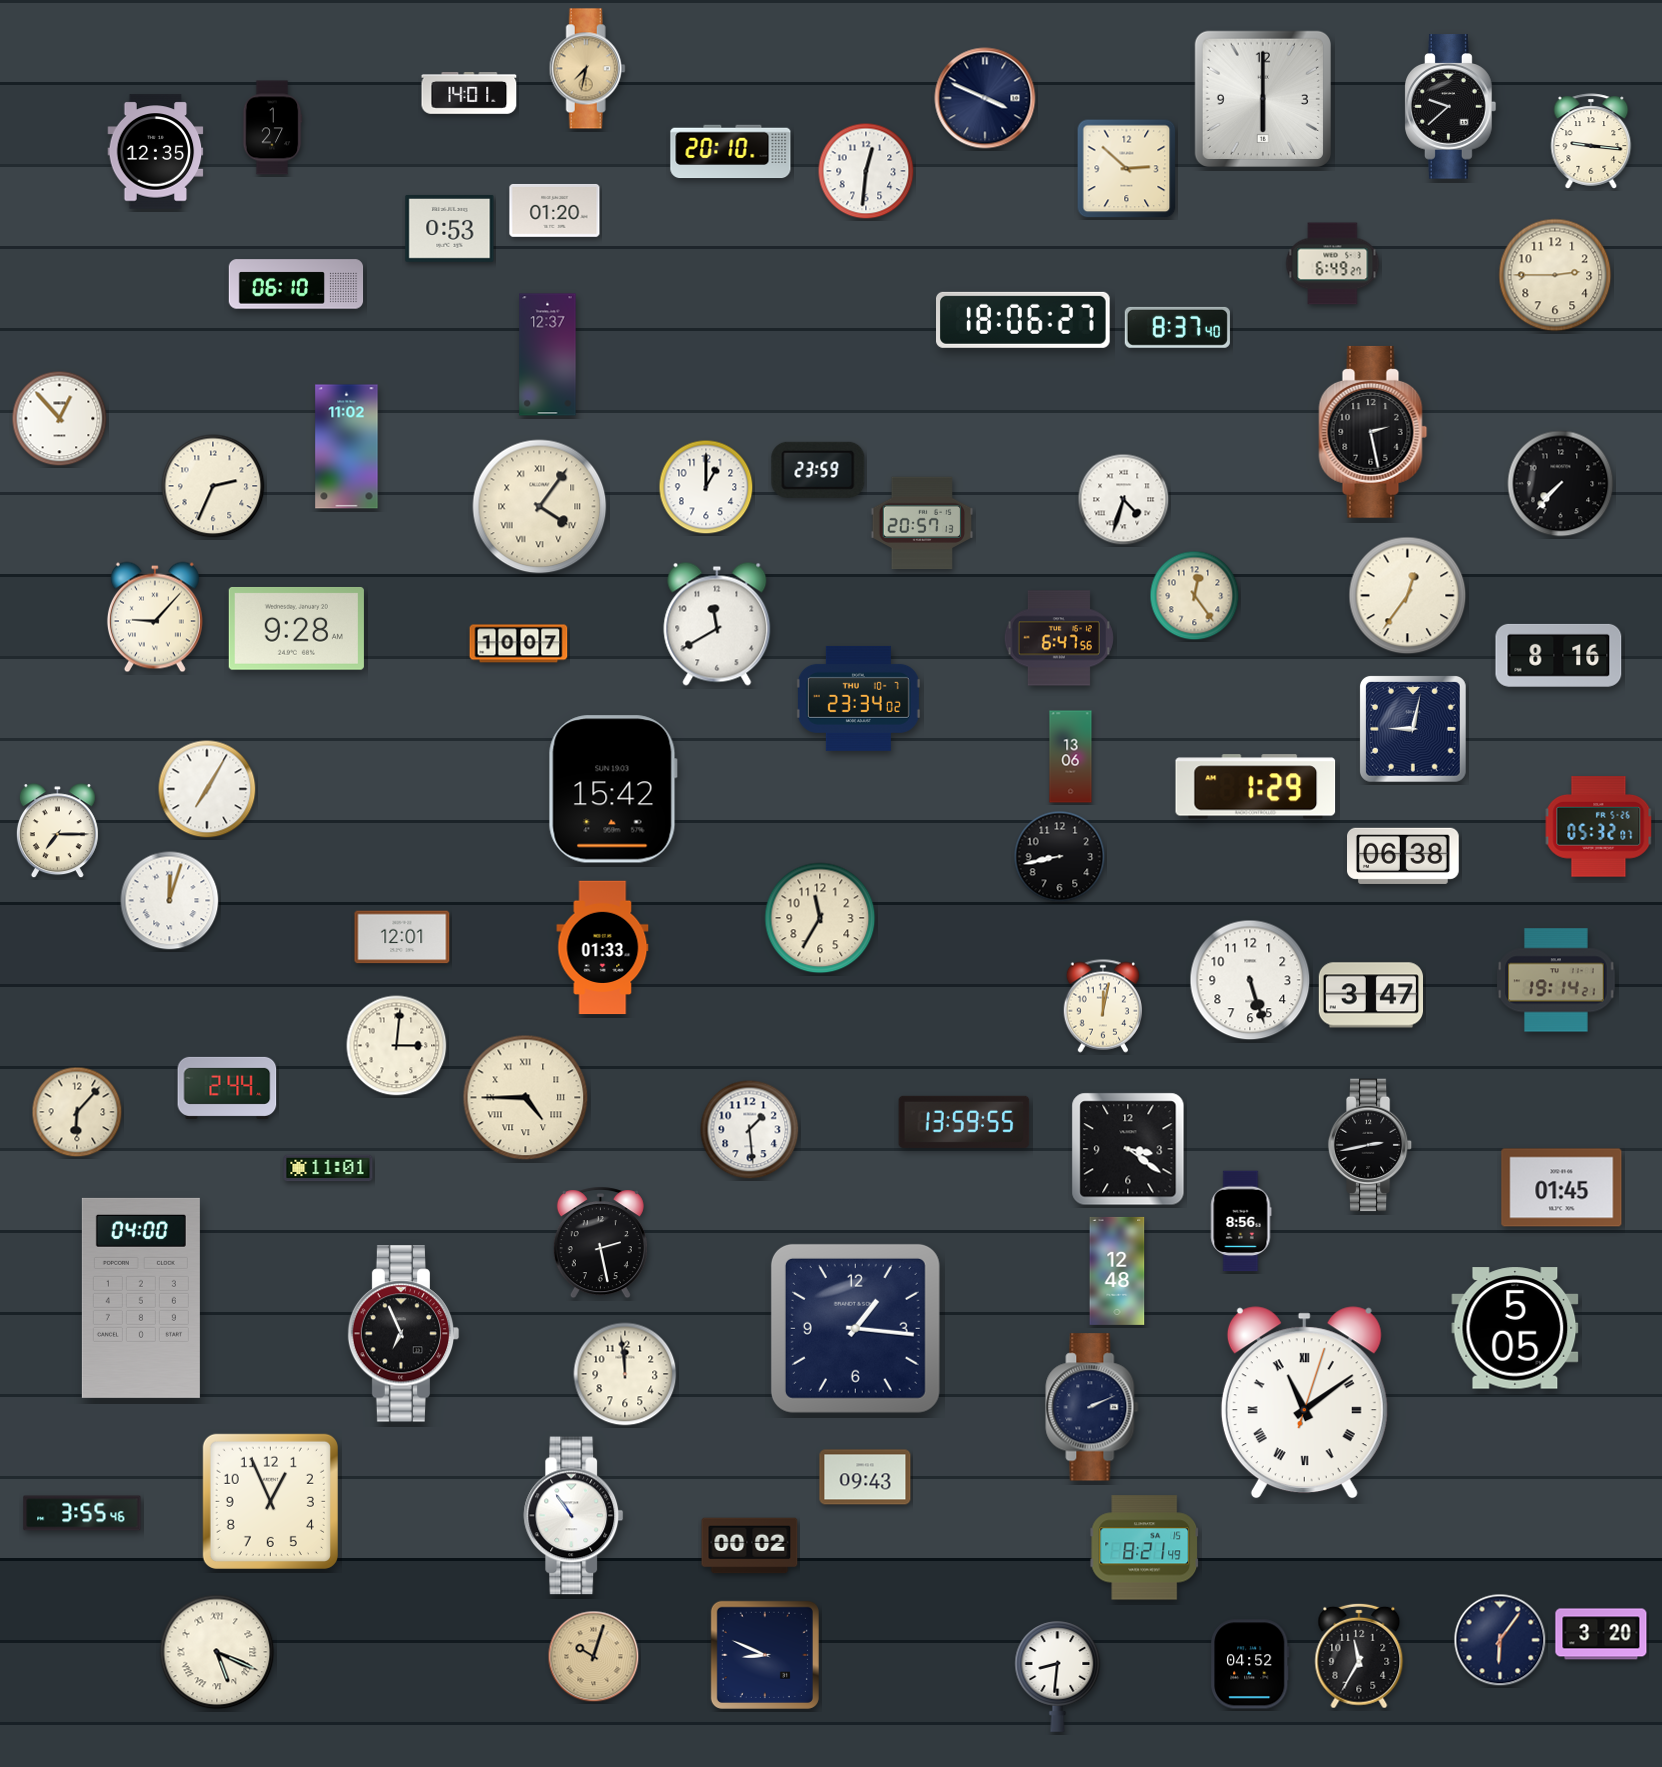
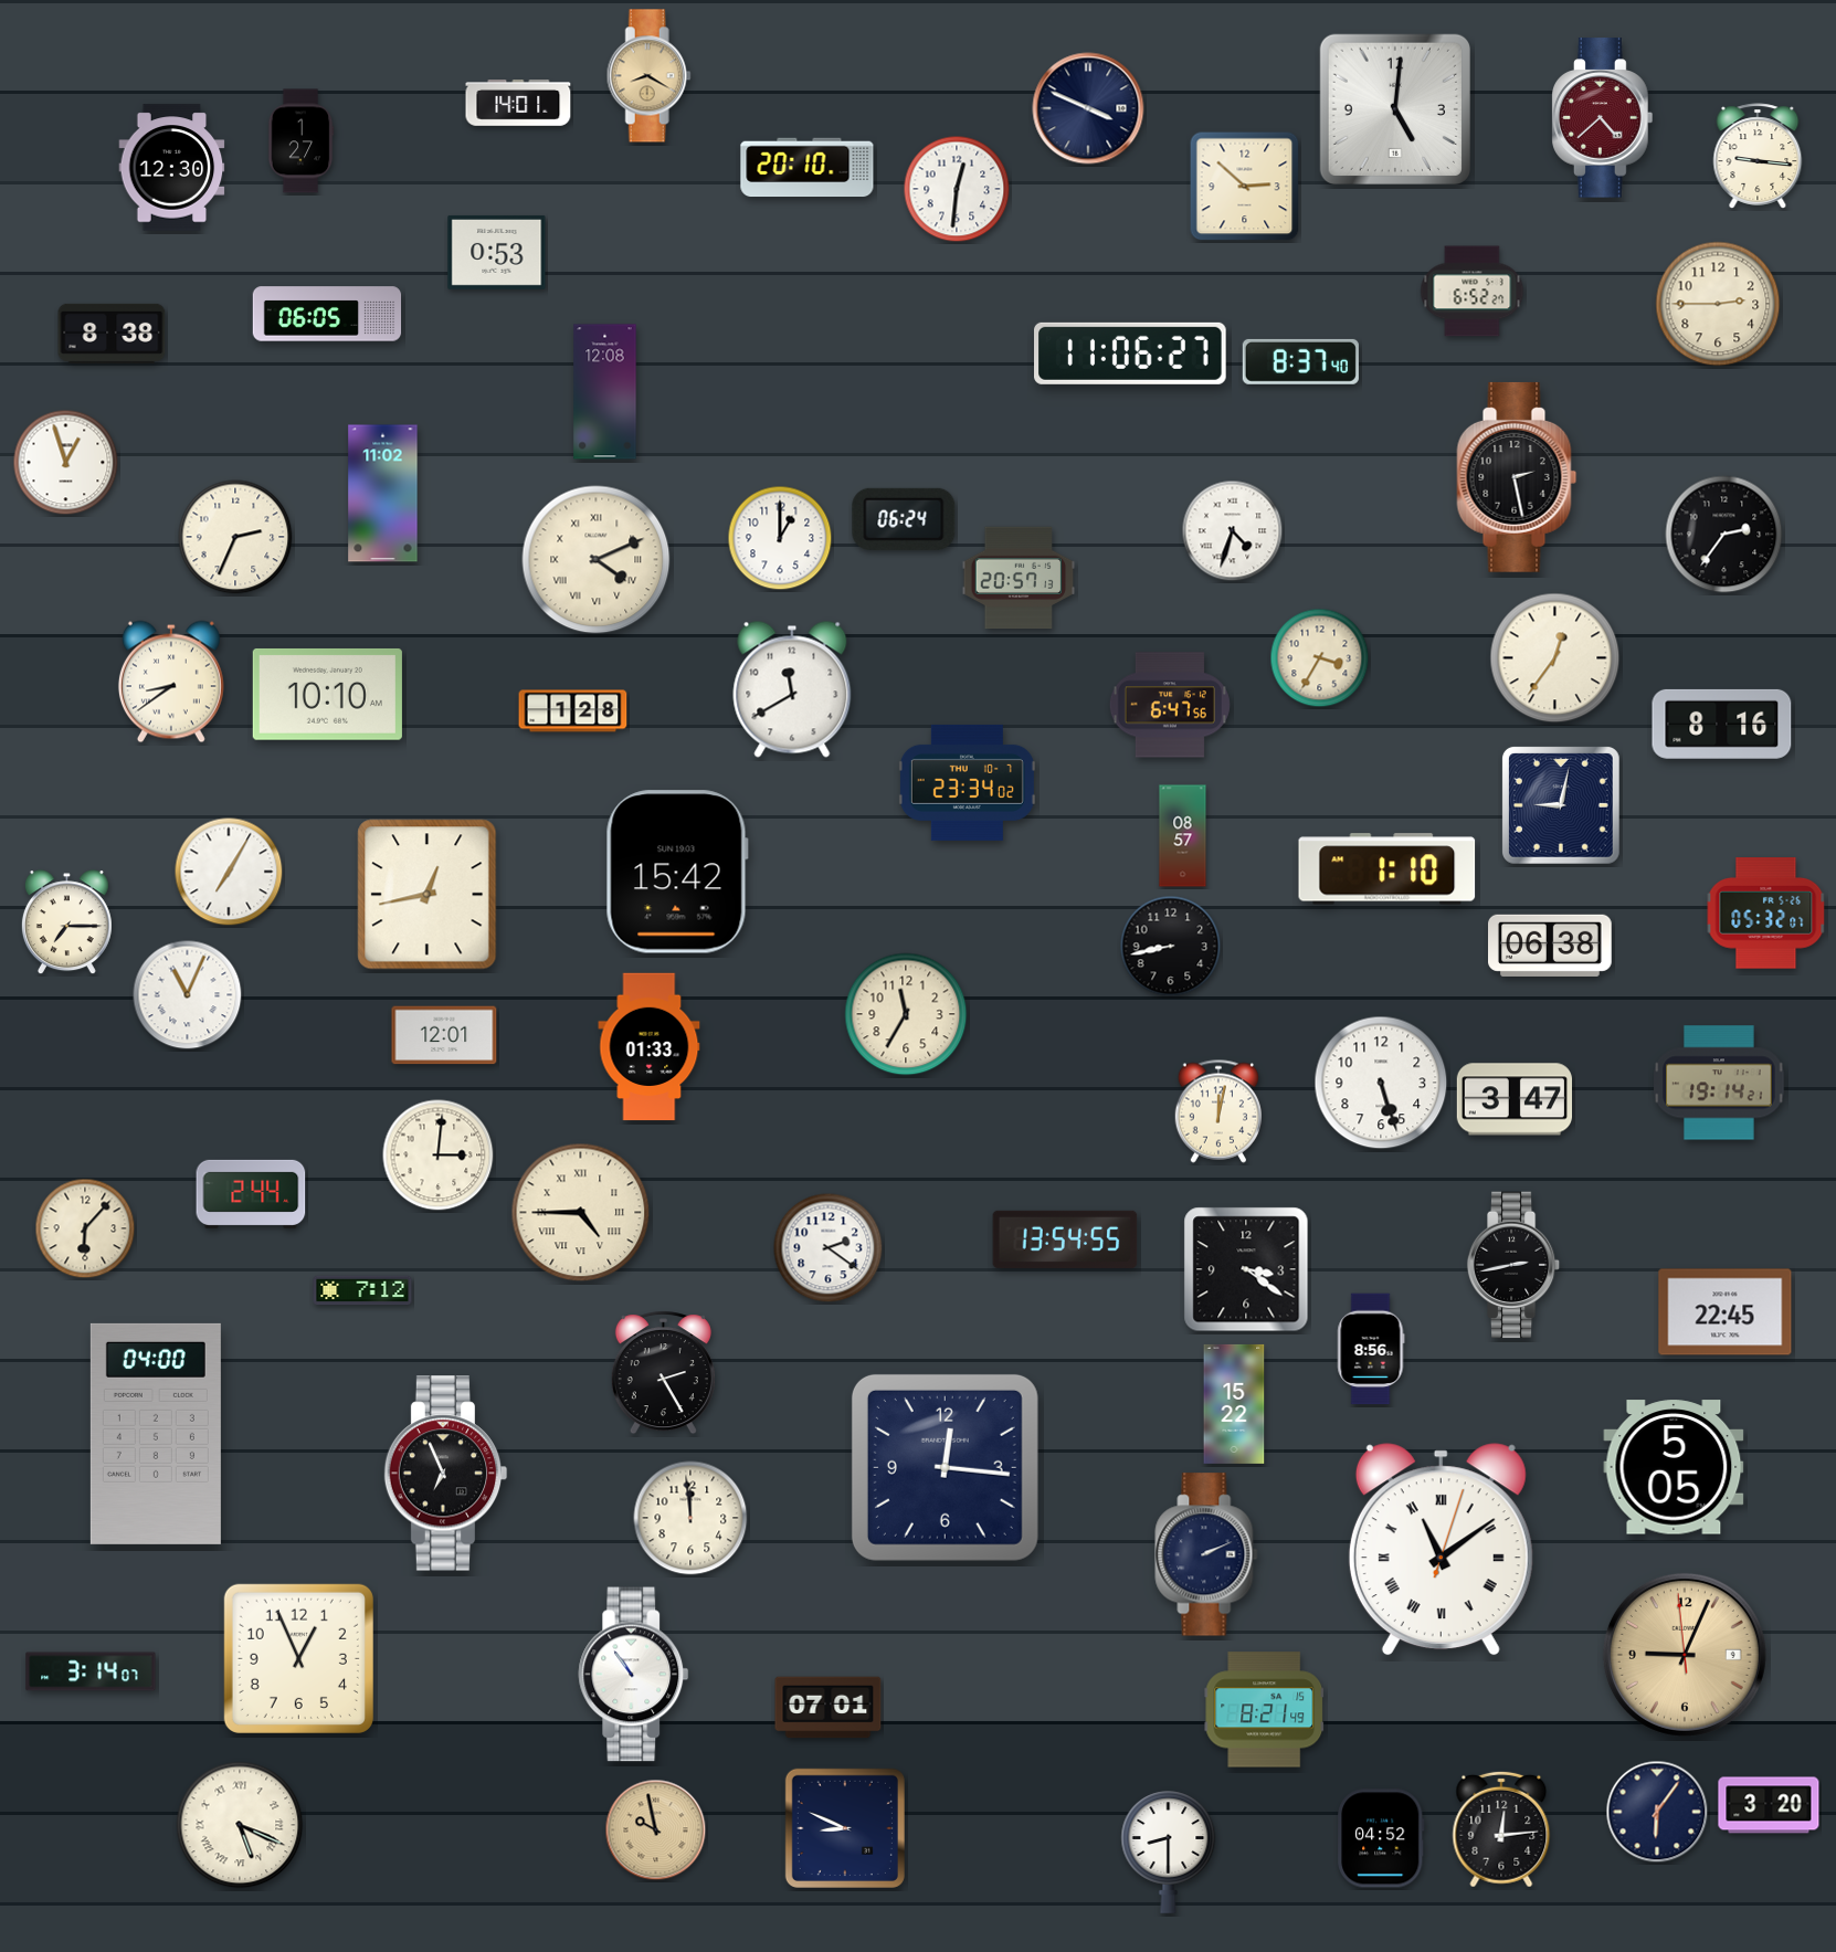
clock at (587, 69): 7:32 -> 8:20
clock at (1263, 99): 6:00 -> 5:01
clock at (1451, 107): 9:38 -> 4:38
clock at (1451, 107) dial: black -> burgundy
clock at (156, 152): 12:35 -> 12:30
clock at (555, 210): 01:20 -> none
clock at (1333, 264): 6:49 -> 6:52
clock at (296, 284): 06:10 -> 06:05
clock at (112, 334): none -> 8:38
clock at (1024, 320): 18:06 -> 11:06
clock at (548, 355): 12:37 -> 12:08
clock at (60, 419): 12:53 -> 12:57
clock at (818, 470): 23:59 -> 06:24
clock at (1561, 484): 7:37 -> 2:36
clock at (1124, 500) position: (1124, 500) -> (1233, 531)
clock at (540, 507): 4:06 -> 4:11
clock at (1195, 596): 12:24 -> 3:35
clock at (155, 617): 9:07 -> 8:39
clock at (296, 628): 9:28 -> 10:10
clock at (519, 644): 10:07 -> 1:28
clock at (858, 698) position: (858, 698) -> (967, 782)
clock at (1071, 757): 13:06 -> 08:57
clock at (1256, 787): 1:29 -> 1:10
clock at (428, 895): none -> 12:43
clock at (57, 831) position: (57, 831) -> (66, 922)
clock at (170, 901): 12:03 -> 11:04
clock at (603, 948) position: (603, 948) -> (650, 1047)
clock at (227, 1088) position: (227, 1088) -> (251, 1194)
clock at (964, 1122): 13:59 -> 13:54
clock at (750, 1130): 1:29 -> 2:21
clock at (328, 1168): 11:01 -> 7:12
clock at (1562, 1188): 01:45 -> 22:45
clock at (600, 1243): 2:28 -> 2:25
clock at (1117, 1271): 12:48 -> 15:22
clock at (855, 1328): 1:16 -> 12:16
clock at (865, 1477): 09:43 -> none
clock at (1685, 1655): none -> 9:03
clock at (82, 1513): 3:55 -> 3:14
clock at (750, 1546): 00:02 -> 07:01
clock at (1359, 1656): 11:35 -> 12:14
clock at (594, 1657): 10:03 -> 9:58
clock at (1058, 1676): 8:31 -> 8:30
